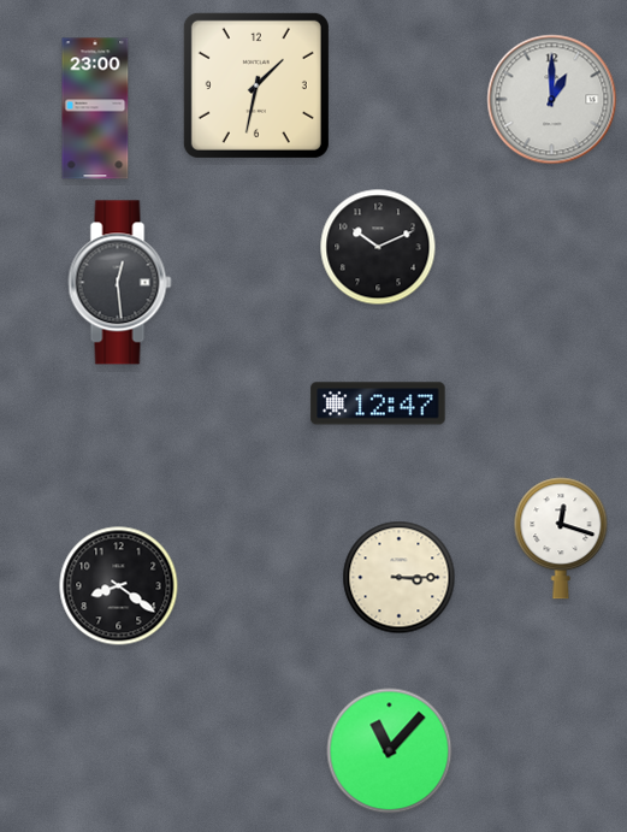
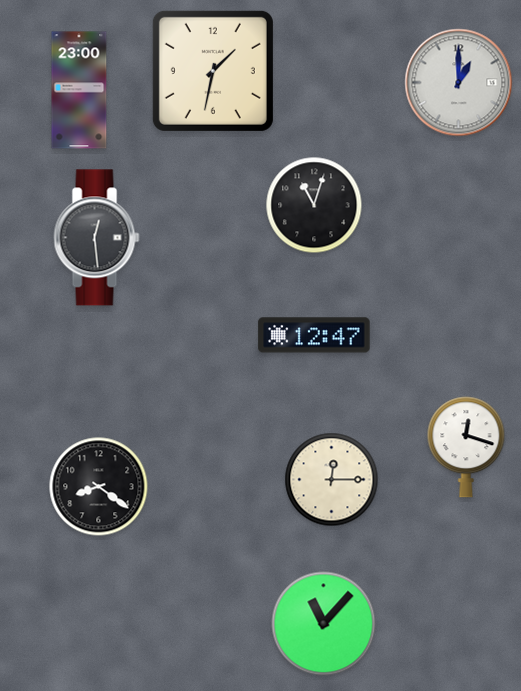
clock at (378, 247): 10:11 -> 11:03
clock at (120, 283) position: (120, 283) -> (97, 238)
clock at (400, 578): 3:15 -> 12:15
